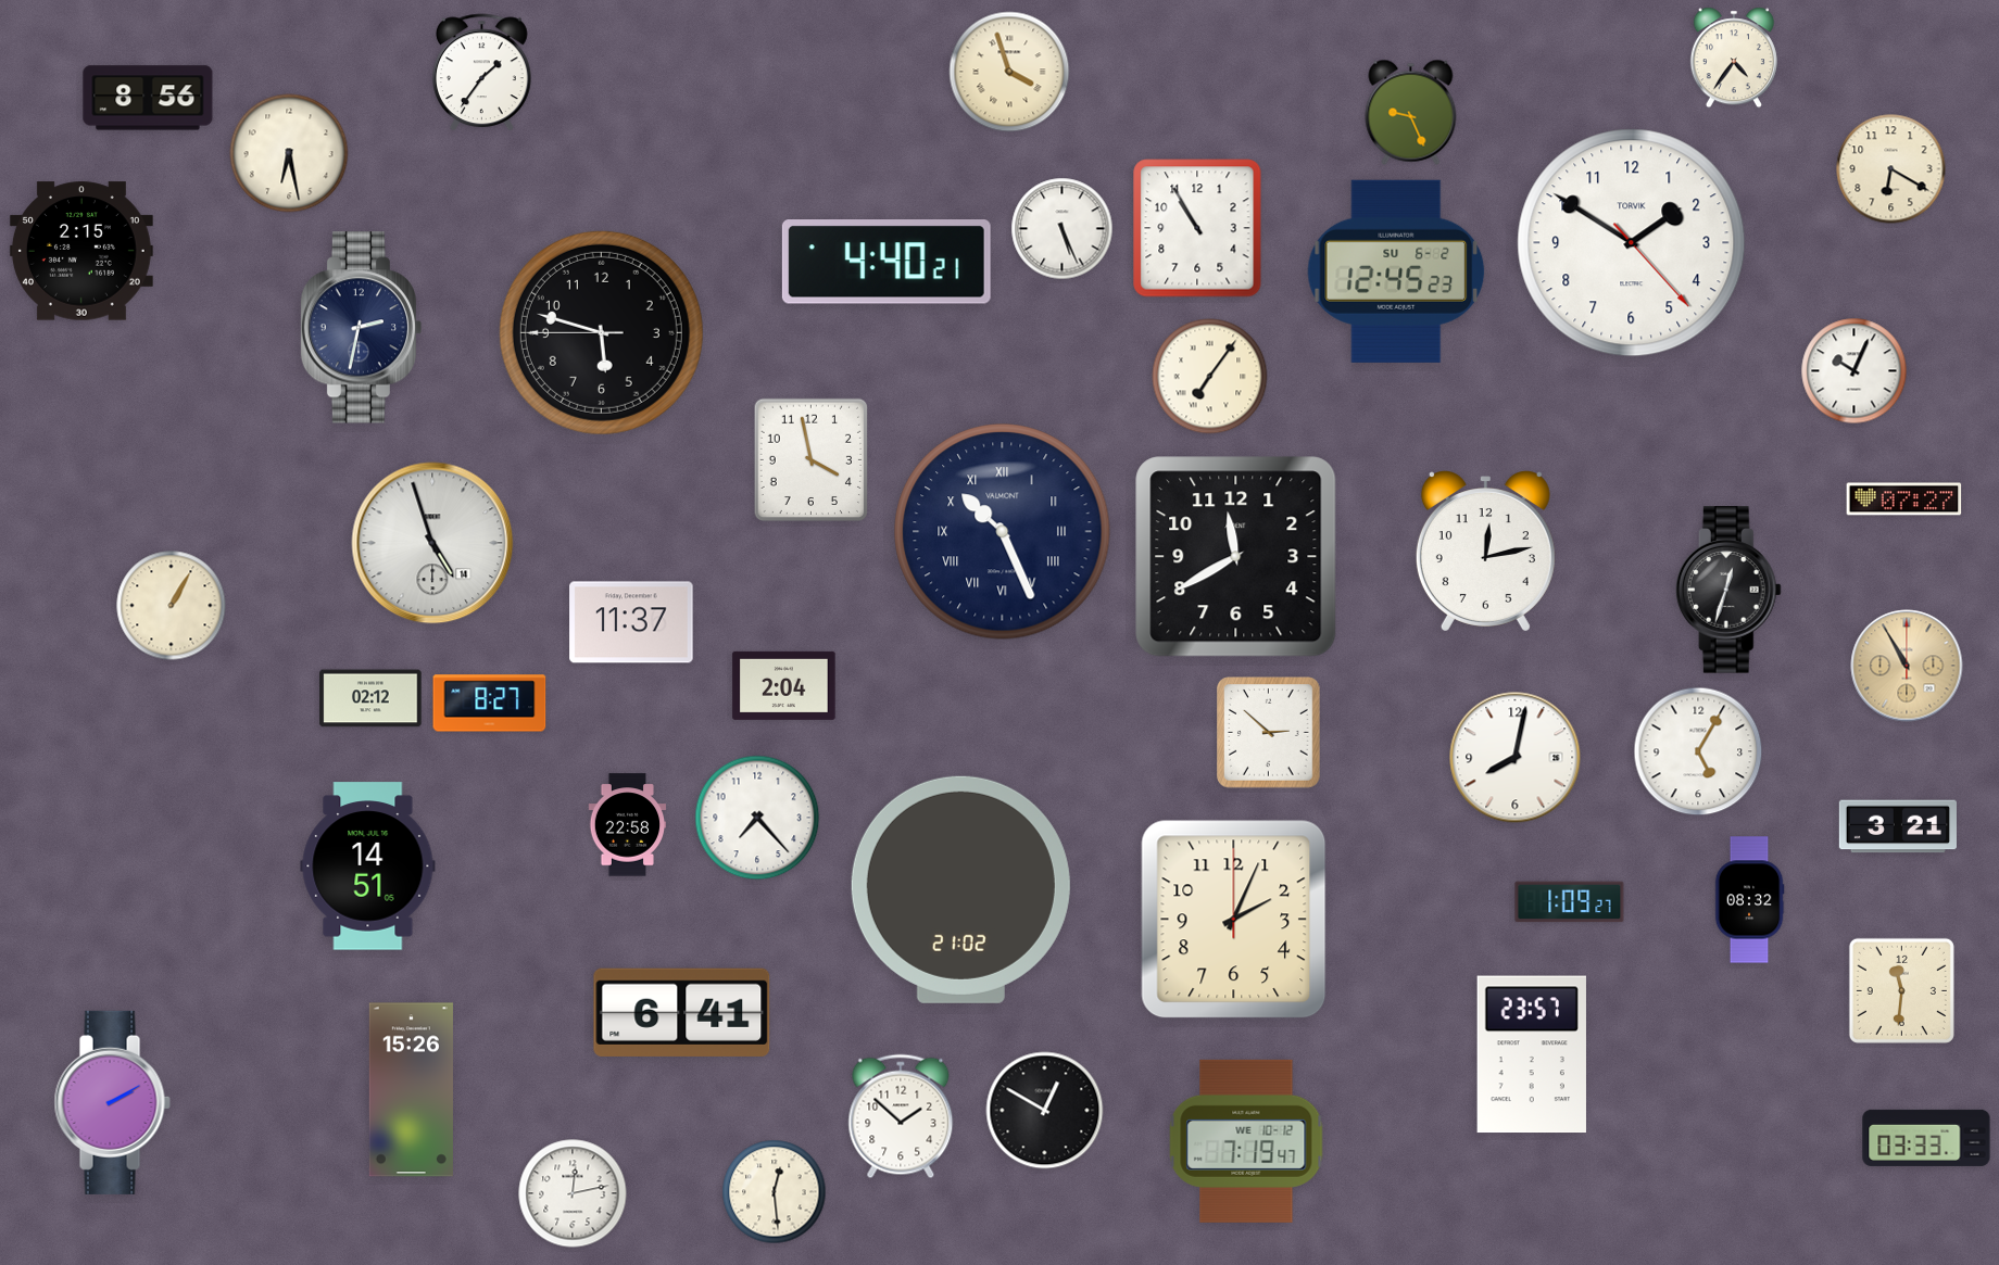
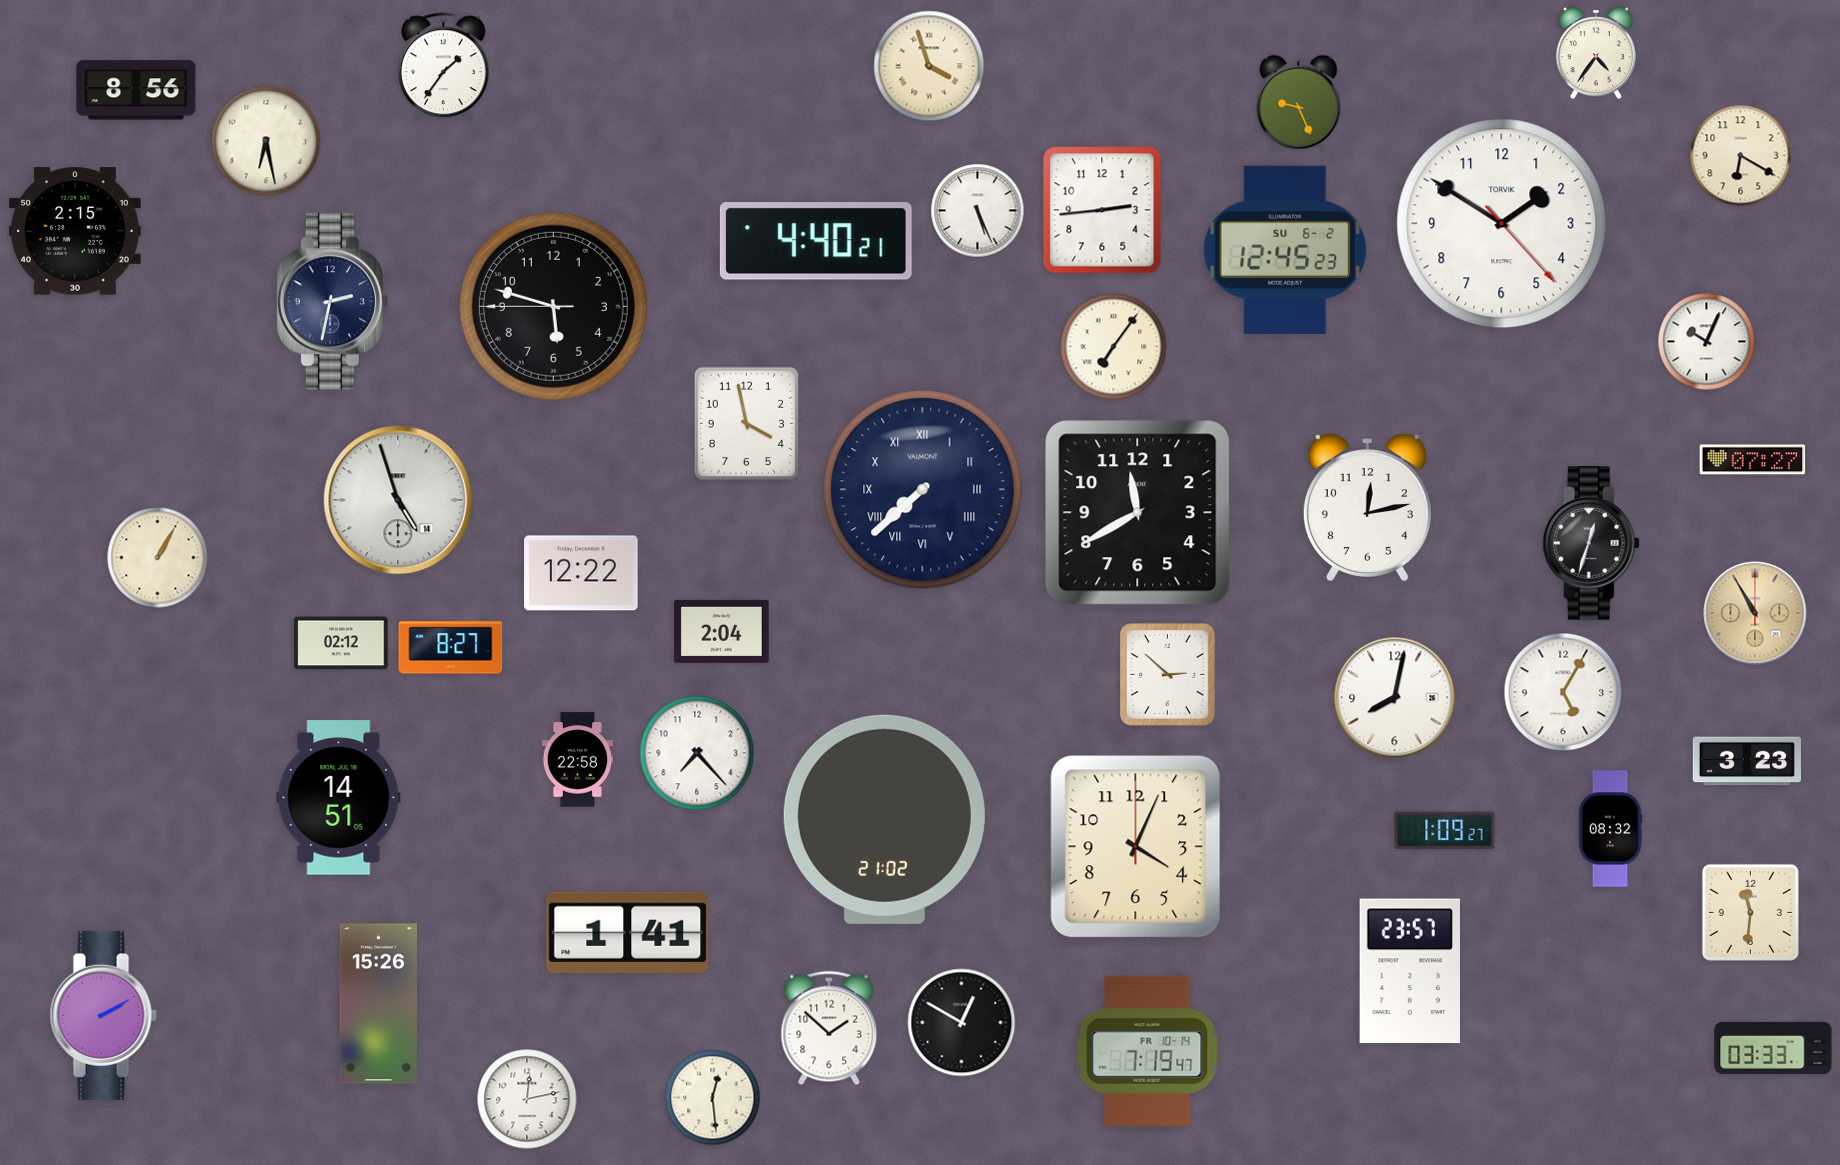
clock at (1197, 228): 10:55 -> 2:44
clock at (1003, 532): 10:26 -> 7:38
clock at (631, 622): 11:37 -> 12:22
clock at (1898, 826): 3:21 -> 3:23
clock at (1234, 920): 2:04 -> 4:04
clock at (682, 1012): 6:41 -> 1:41
clock at (1246, 1141) date: WE 10-12 -> FR 10-14
